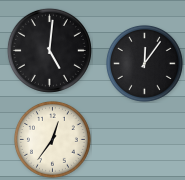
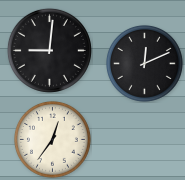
clock at (49, 50): 5:01 -> 9:01
clock at (144, 63): 12:06 -> 12:11
